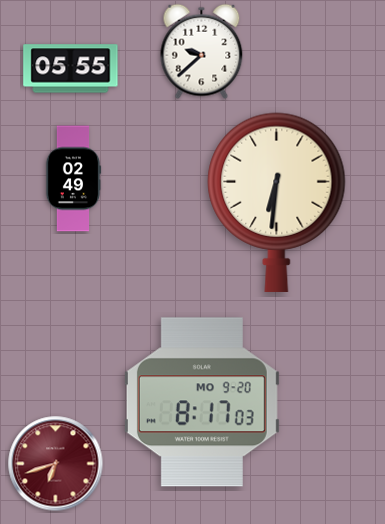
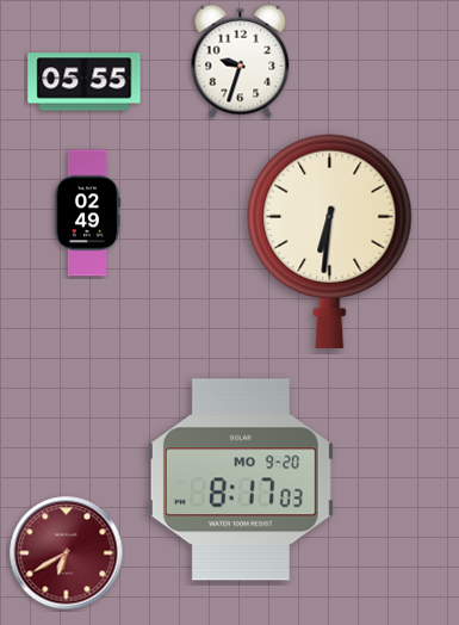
clock at (202, 52): 9:38 -> 9:33
clock at (56, 464): 6:42 -> 6:40
